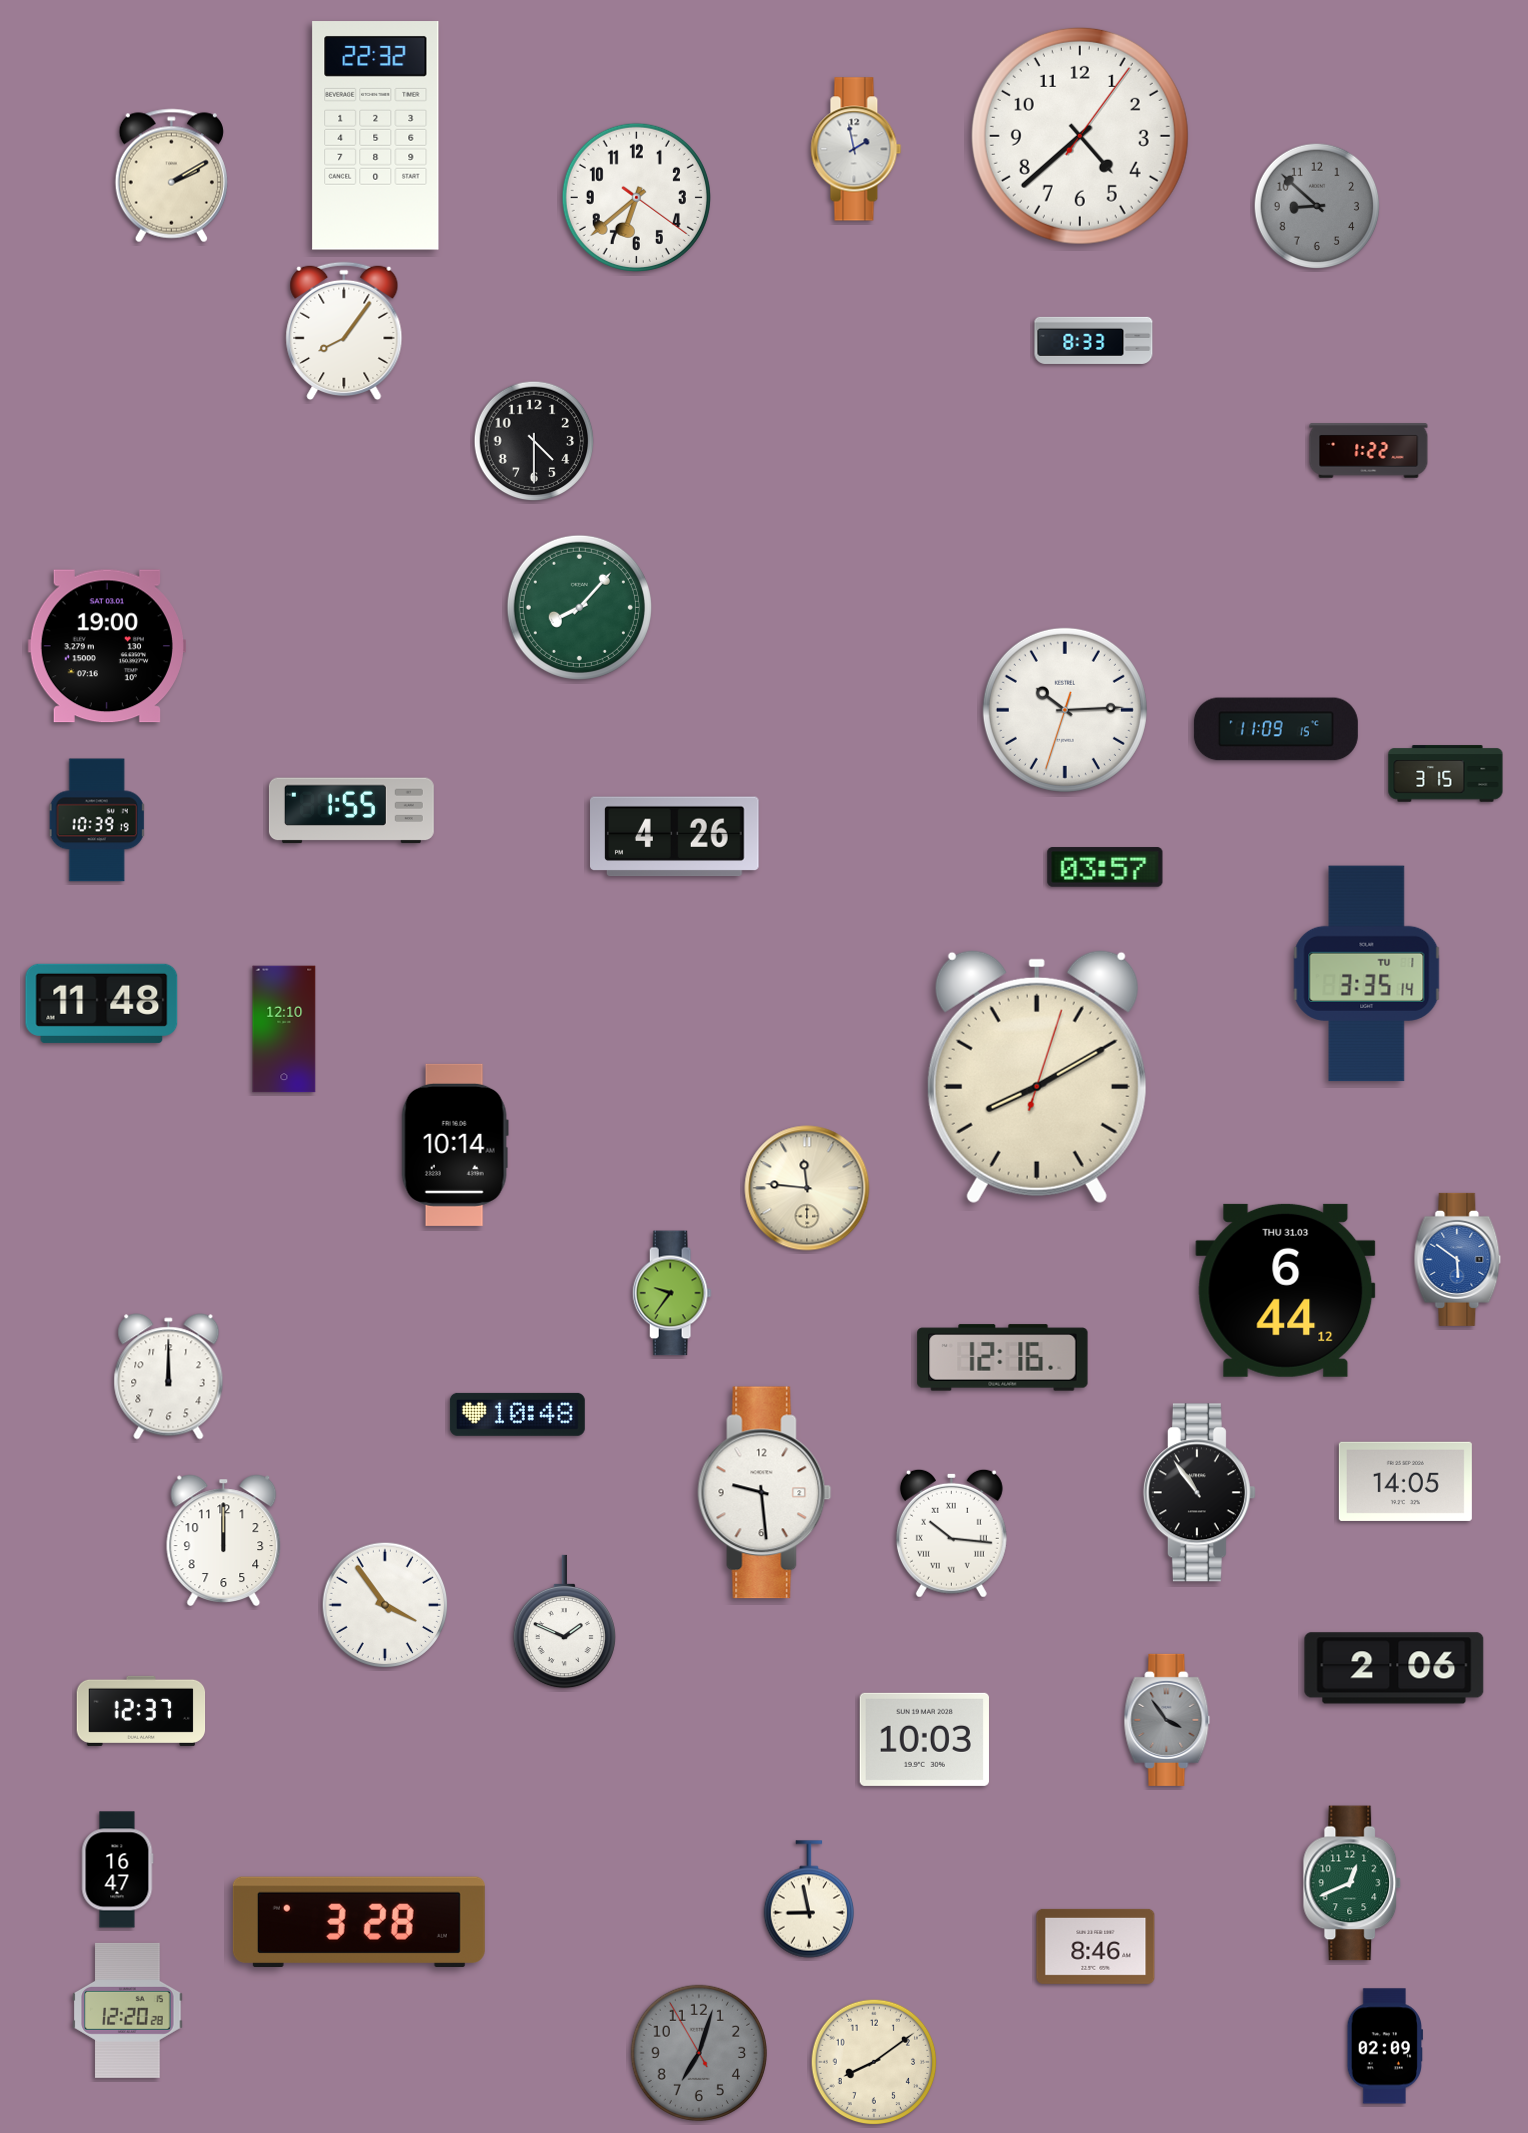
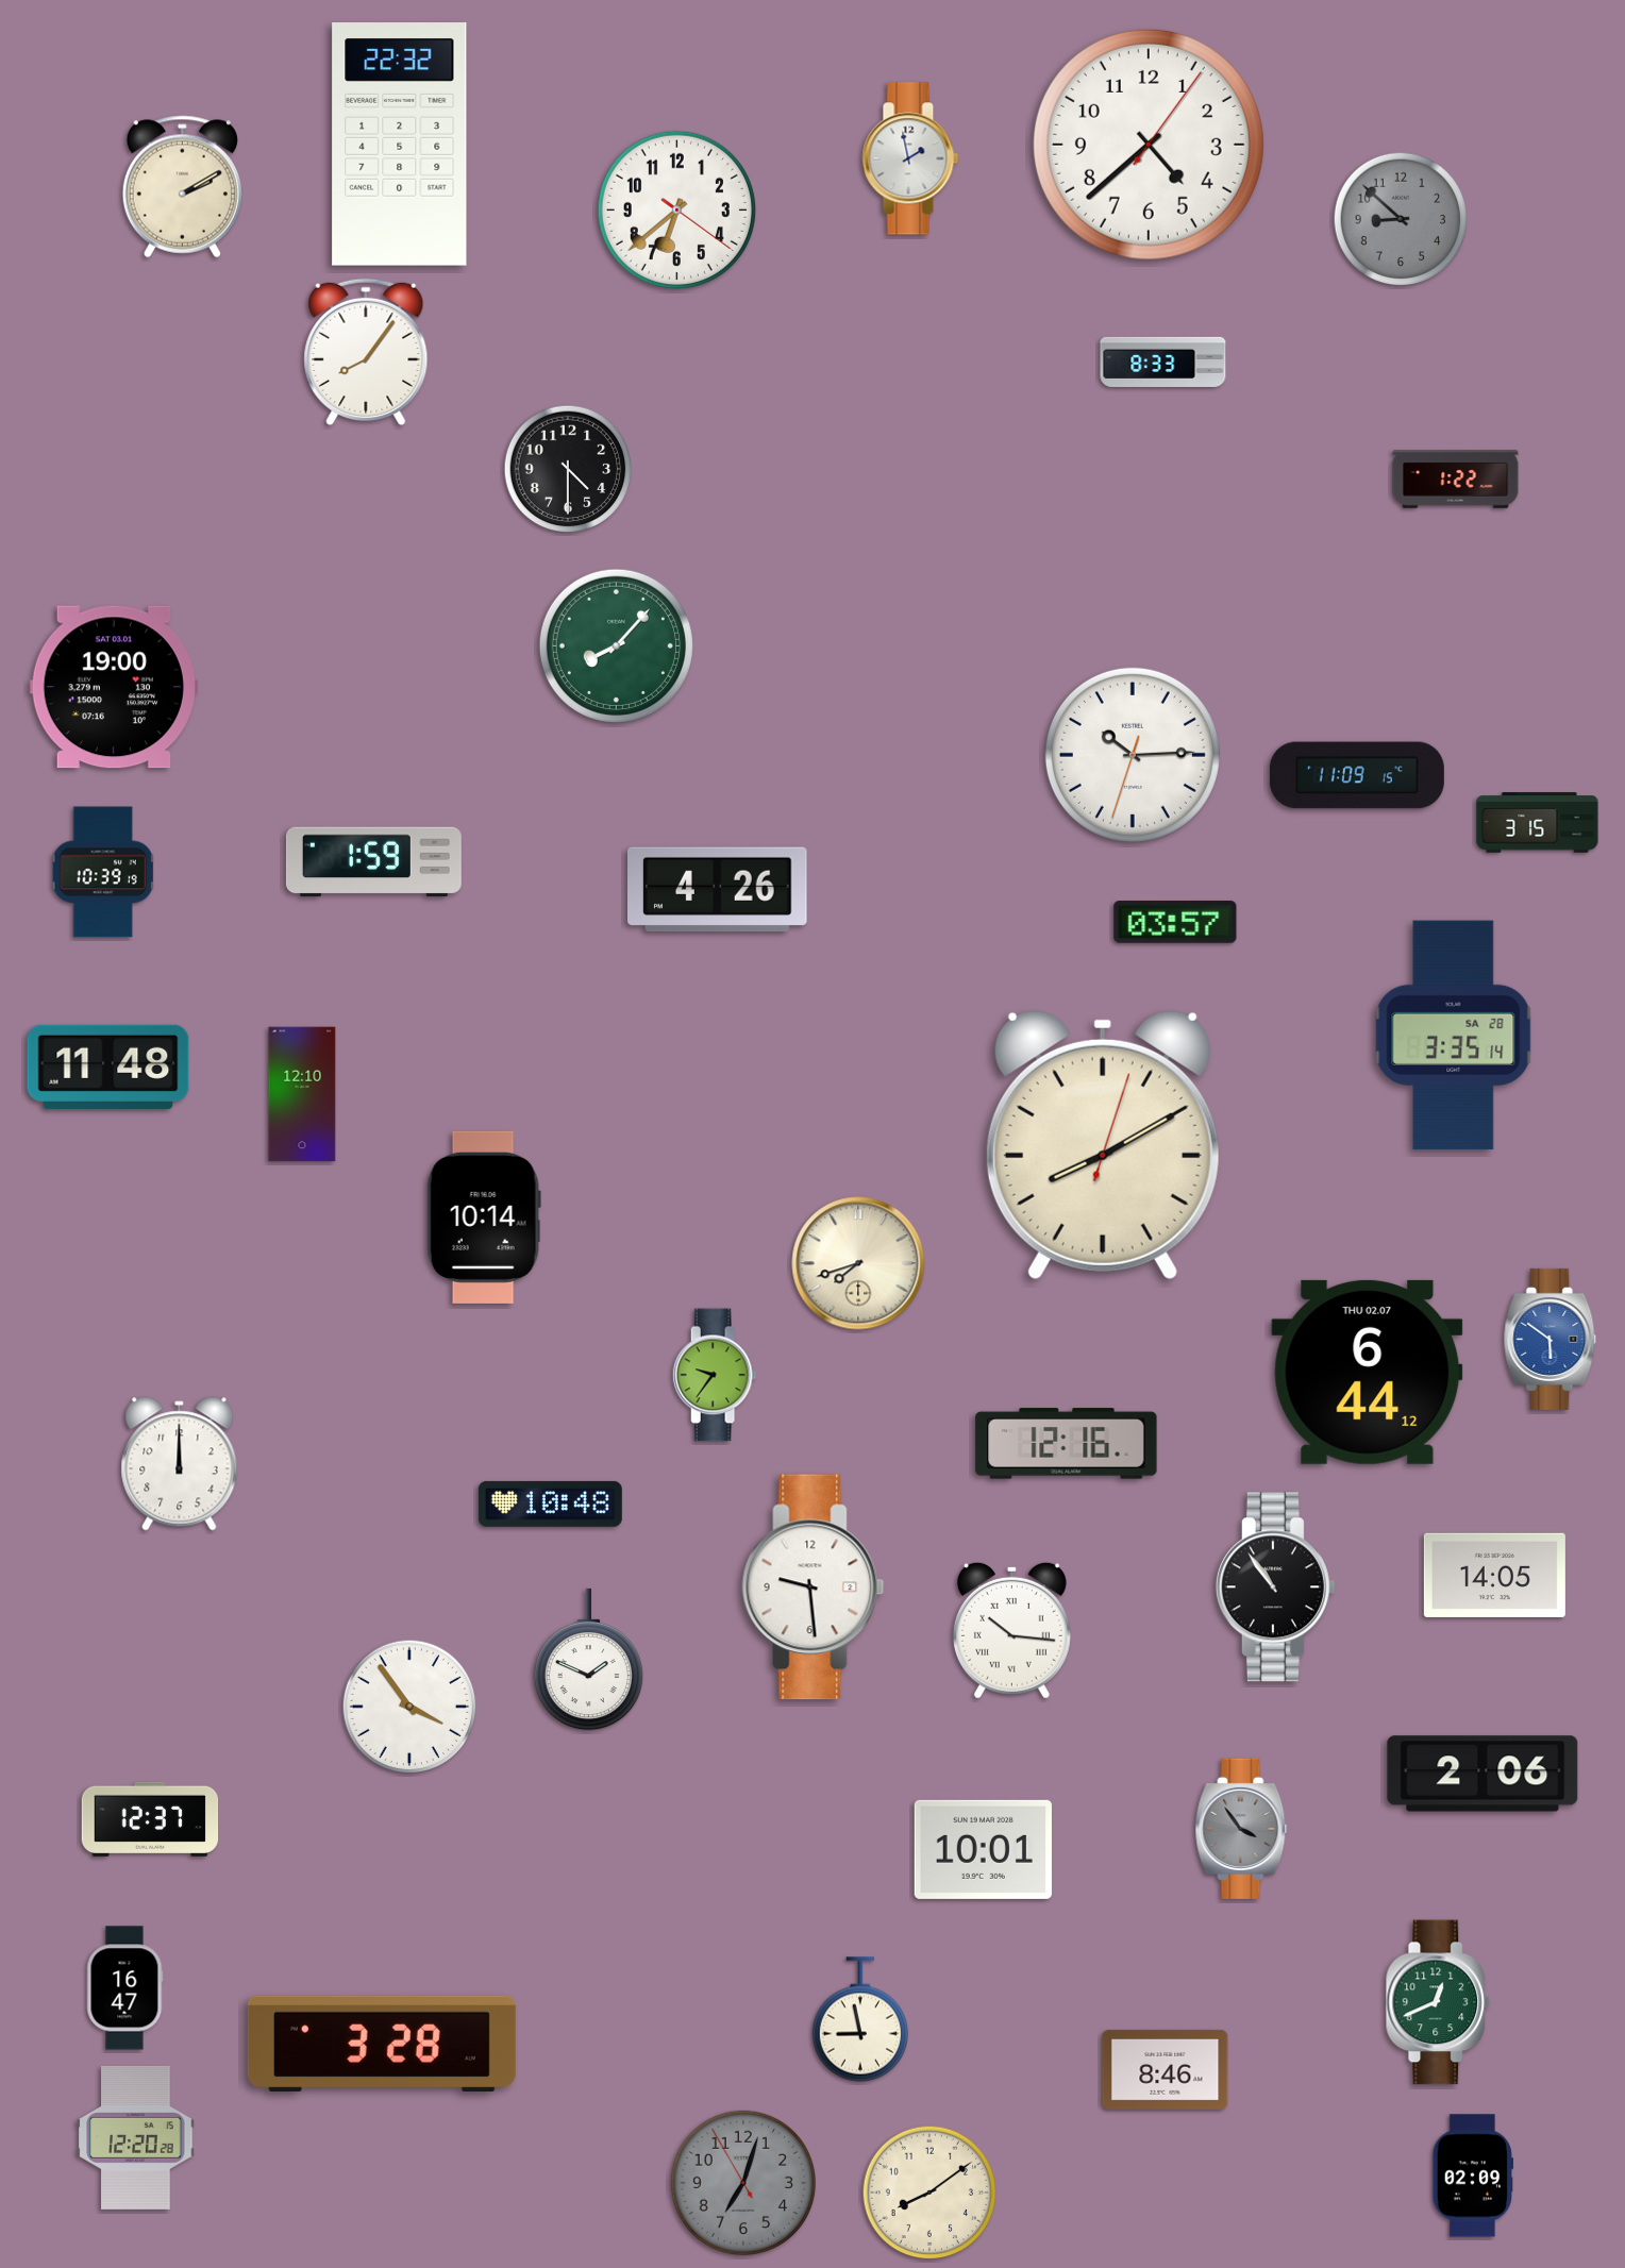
clock at (351, 811): 1:55 -> 1:59
clock at (1367, 974) date: TU 1 -> SA 28
clock at (807, 1188): 11:46 -> 7:42
clock at (1286, 1290) date: THU 31.03 -> THU 02.07
clock at (224, 1540): 12:00 -> none
clock at (564, 1622) position: (564, 1622) -> (588, 1660)
clock at (924, 1739): 10:03 -> 10:01
